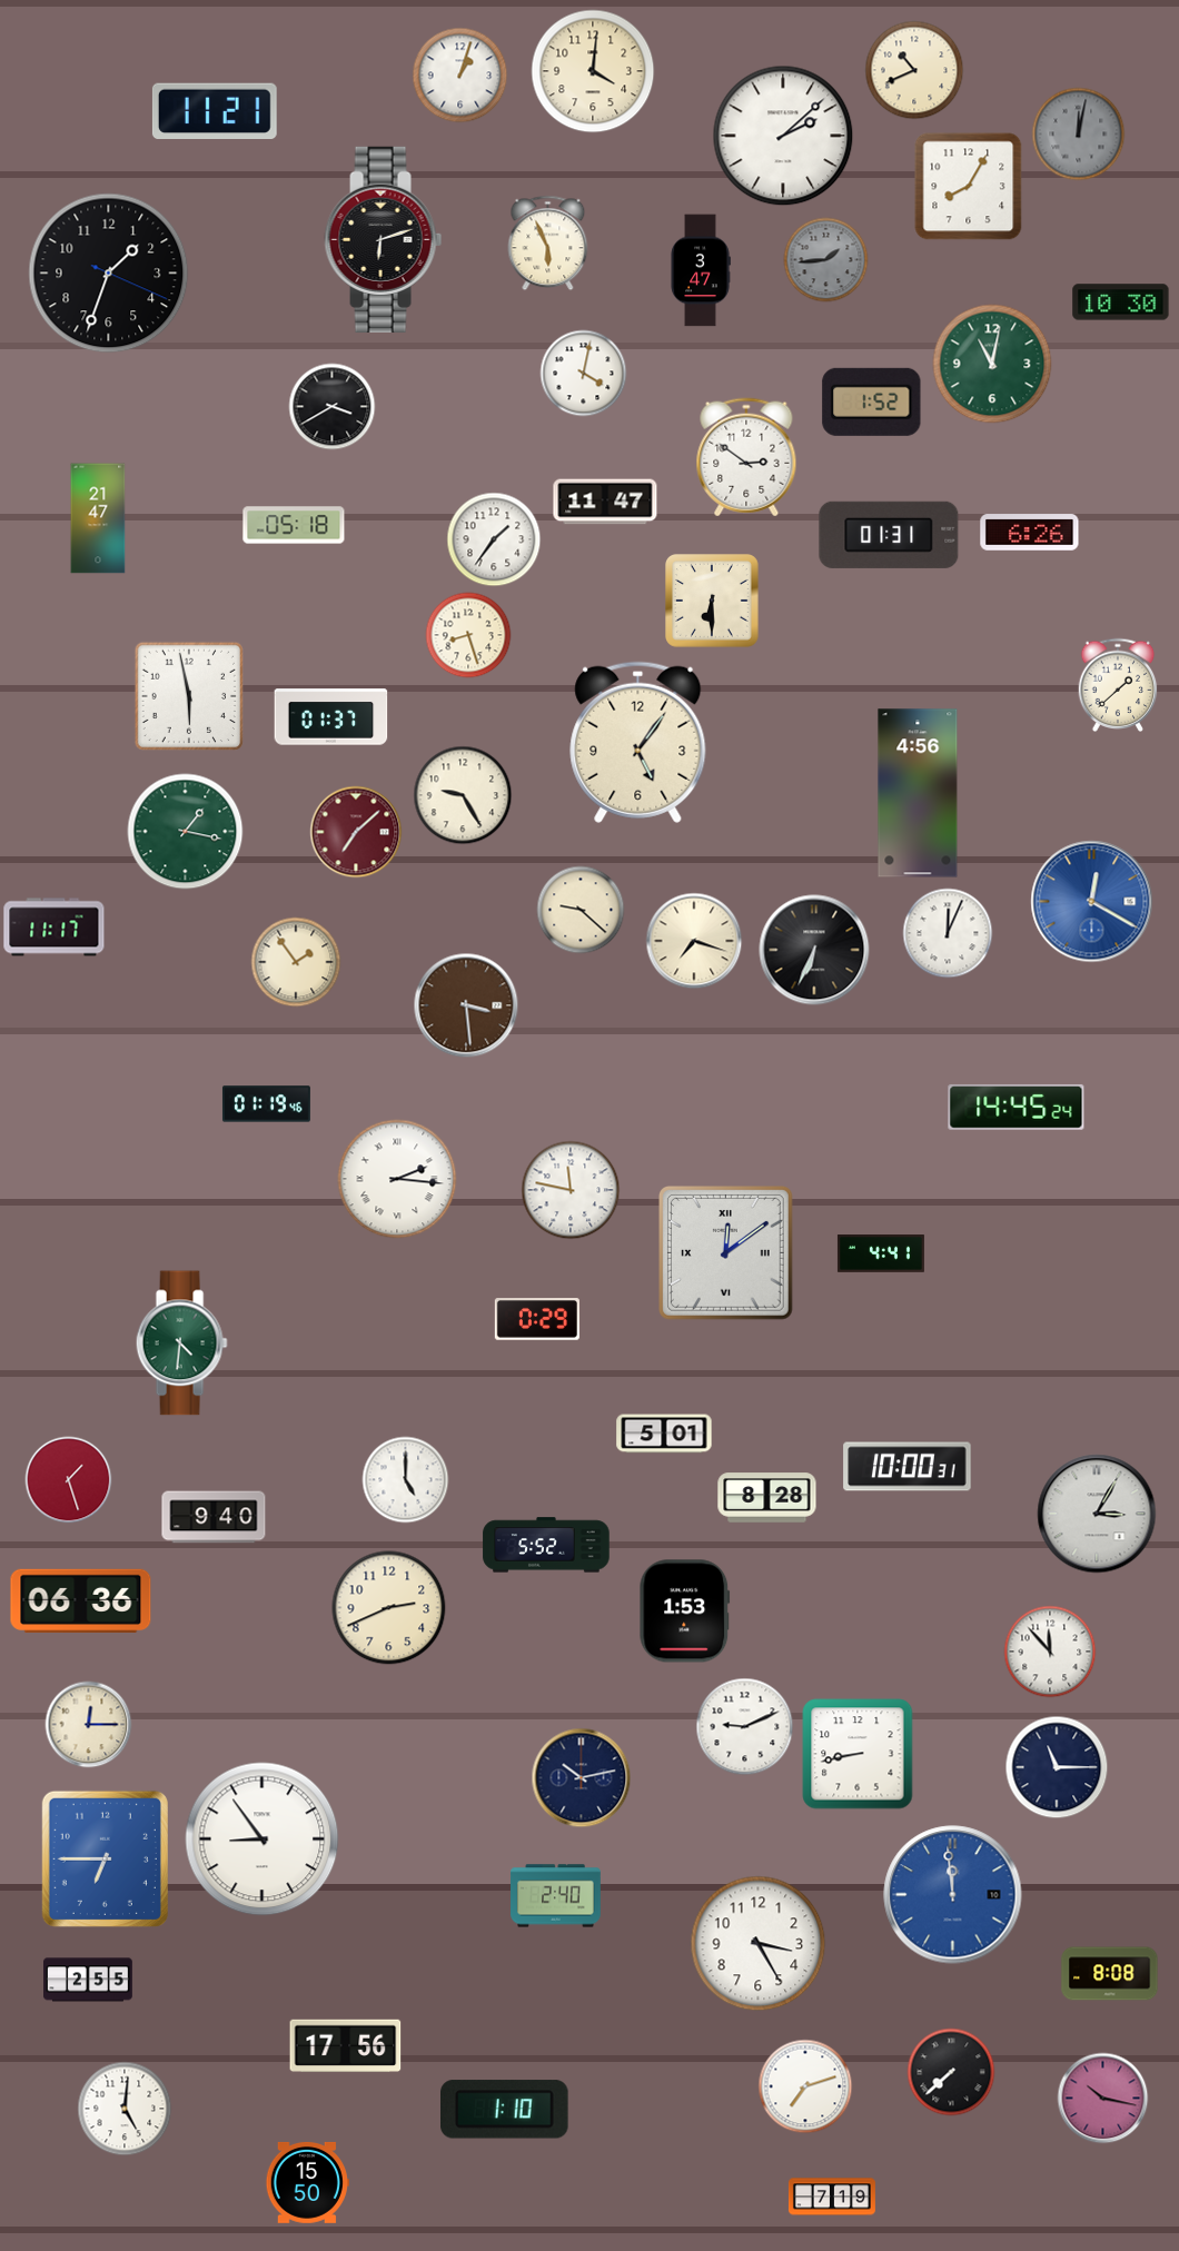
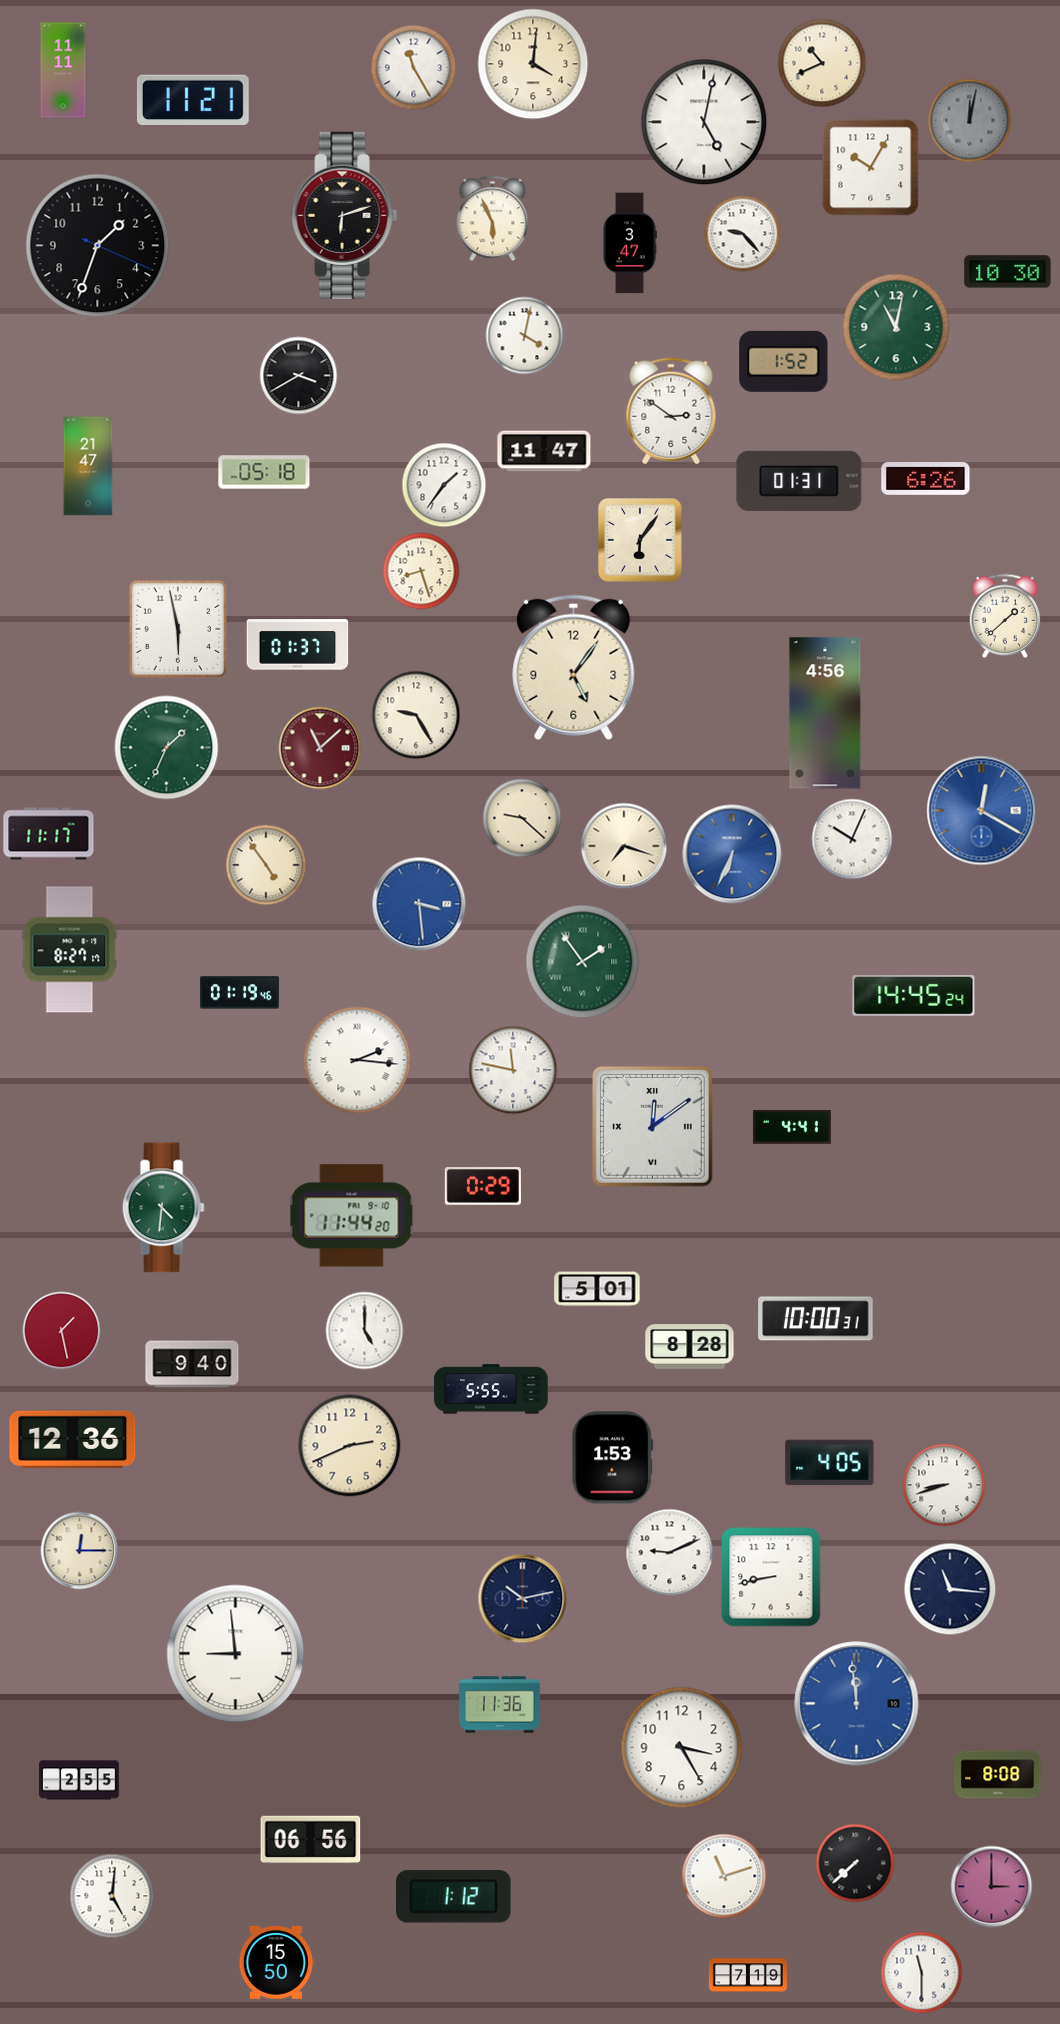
clock at (460, 76): 1:03 -> 11:25
clock at (63, 70): none -> 11:11
clock at (783, 136): 2:08 -> 5:02
clock at (969, 187): 8:05 -> 10:05
clock at (826, 260): 1:44 -> 9:23
clock at (826, 260) dial: grey -> white
clock at (992, 364) position: (992, 364) -> (896, 327)
clock at (333, 407) position: (333, 407) -> (299, 376)
clock at (713, 602): 6:30 -> 6:06
clock at (188, 695) position: (188, 695) -> (177, 628)
clock at (186, 832): 1:17 -> 1:34
clock at (356, 832): 7:08 -> 11:08
clock at (948, 933): 12:04 -> 10:04
clock at (814, 950) dial: black -> blue
clock at (296, 962): 1:54 -> 4:54
clock at (466, 1005) dial: brown -> blue
clock at (70, 950): none -> 8:27
clock at (583, 962): none -> 1:54
clock at (352, 1216): none -> 11:44
clock at (69, 1480): 1:27 -> 1:28
clock at (1097, 1514): 3:05 -> none
clock at (546, 1545): 5:52 -> 5:55
clock at (81, 1600): 06:36 -> 12:36
clock at (685, 1612) position: (685, 1612) -> (613, 1458)
clock at (830, 1463): none -> 4:05
clock at (1050, 1652): 11:53 -> 8:42
clock at (1057, 1767): 11:15 -> 11:16
clock at (262, 1840): 8:54 -> 8:59
clock at (105, 1858): 6:45 -> none
clock at (556, 1896): 2:40 -> 11:36
clock at (346, 2045): 17:56 -> 06:56
clock at (805, 2086): 7:12 -> 11:12
clock at (1103, 2099): 10:17 -> 3:00
clock at (505, 2110): 1:10 -> 1:12
clock at (922, 1973): none -> 11:30
